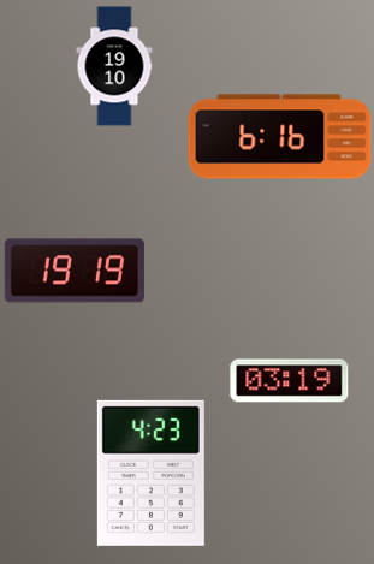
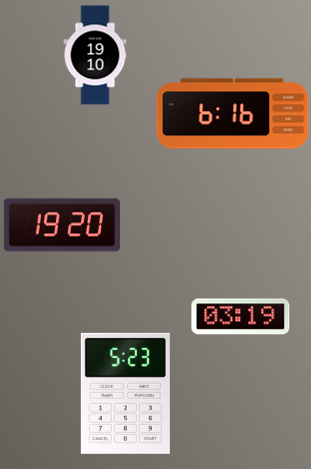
clock at (75, 271): 19:19 -> 19:20
clock at (150, 473): 4:23 -> 5:23
